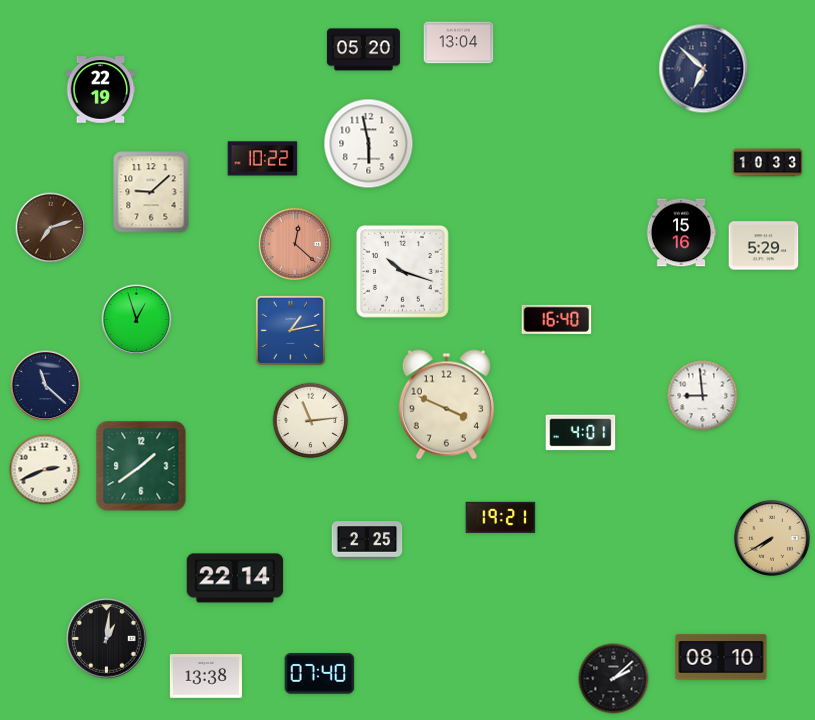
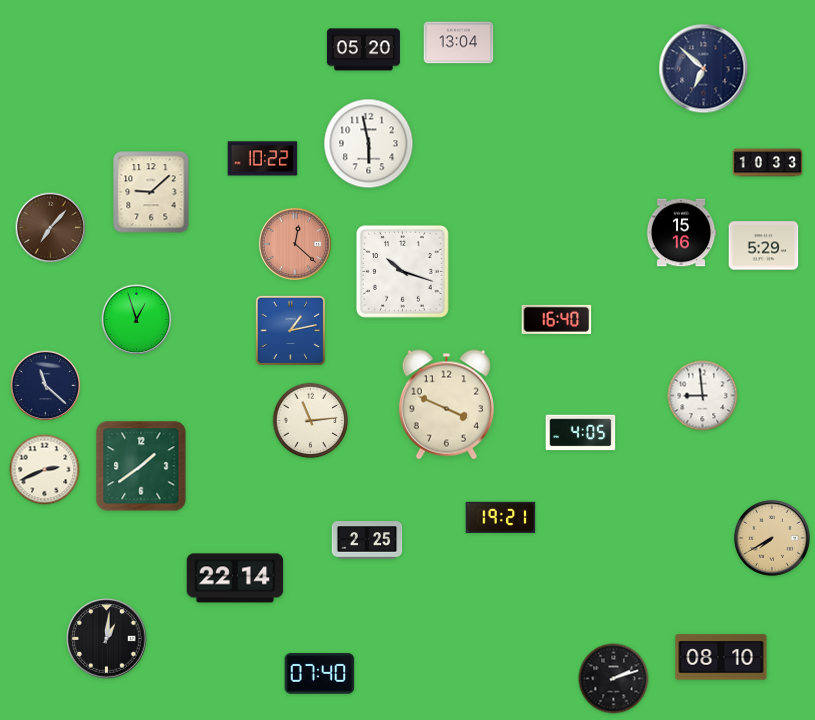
clock at (101, 90): 22:19 -> none
clock at (51, 228): 7:12 -> 7:07
clock at (581, 433): 4:01 -> 4:05
clock at (206, 677): 13:38 -> none
clock at (614, 679): 2:08 -> 2:12
